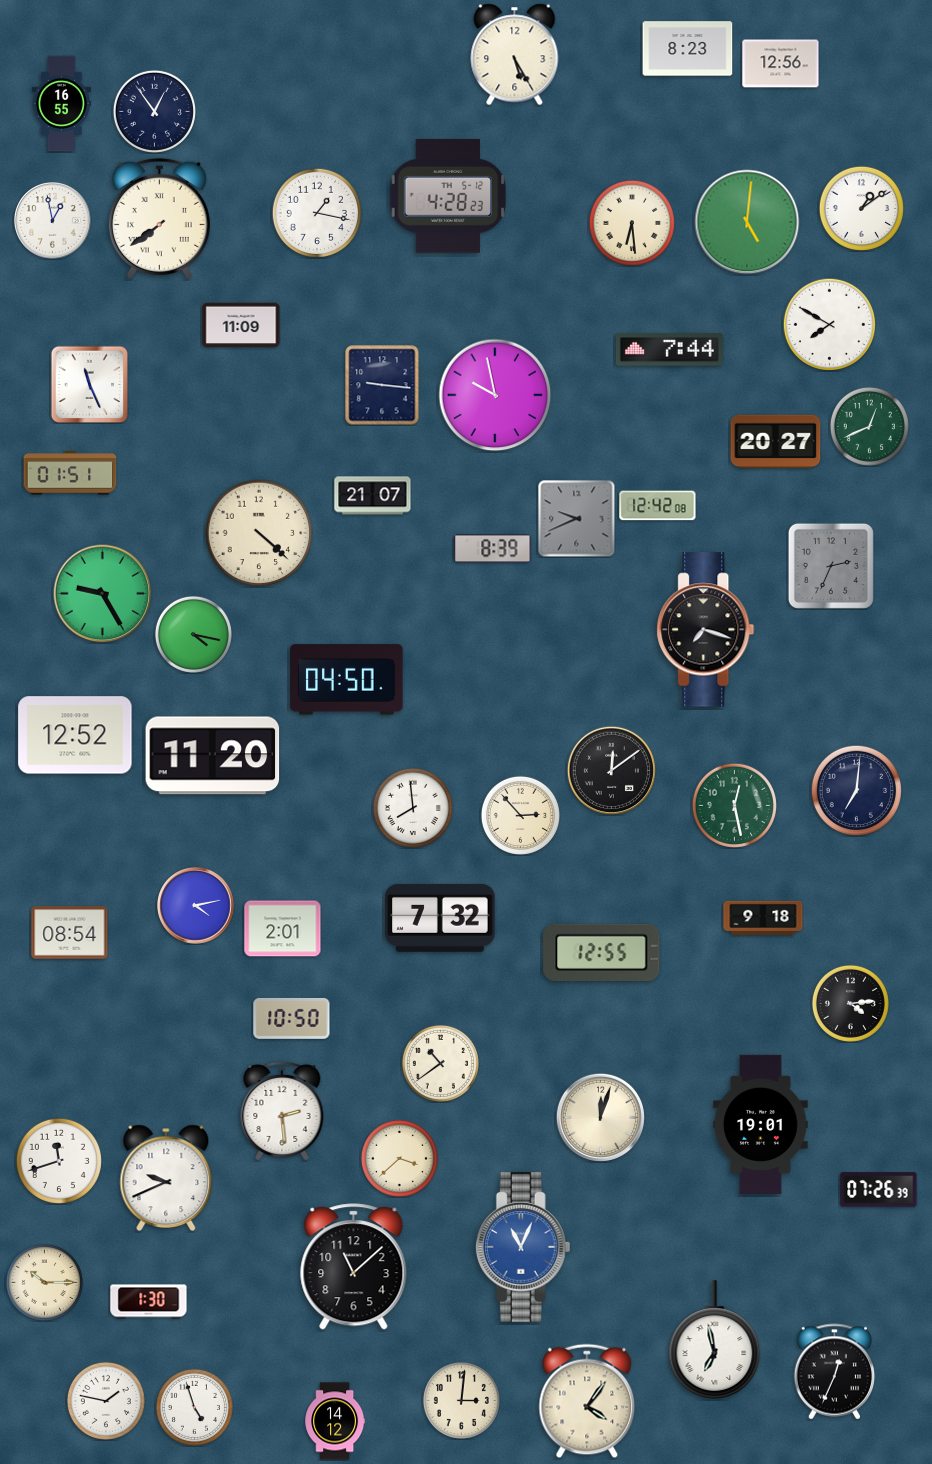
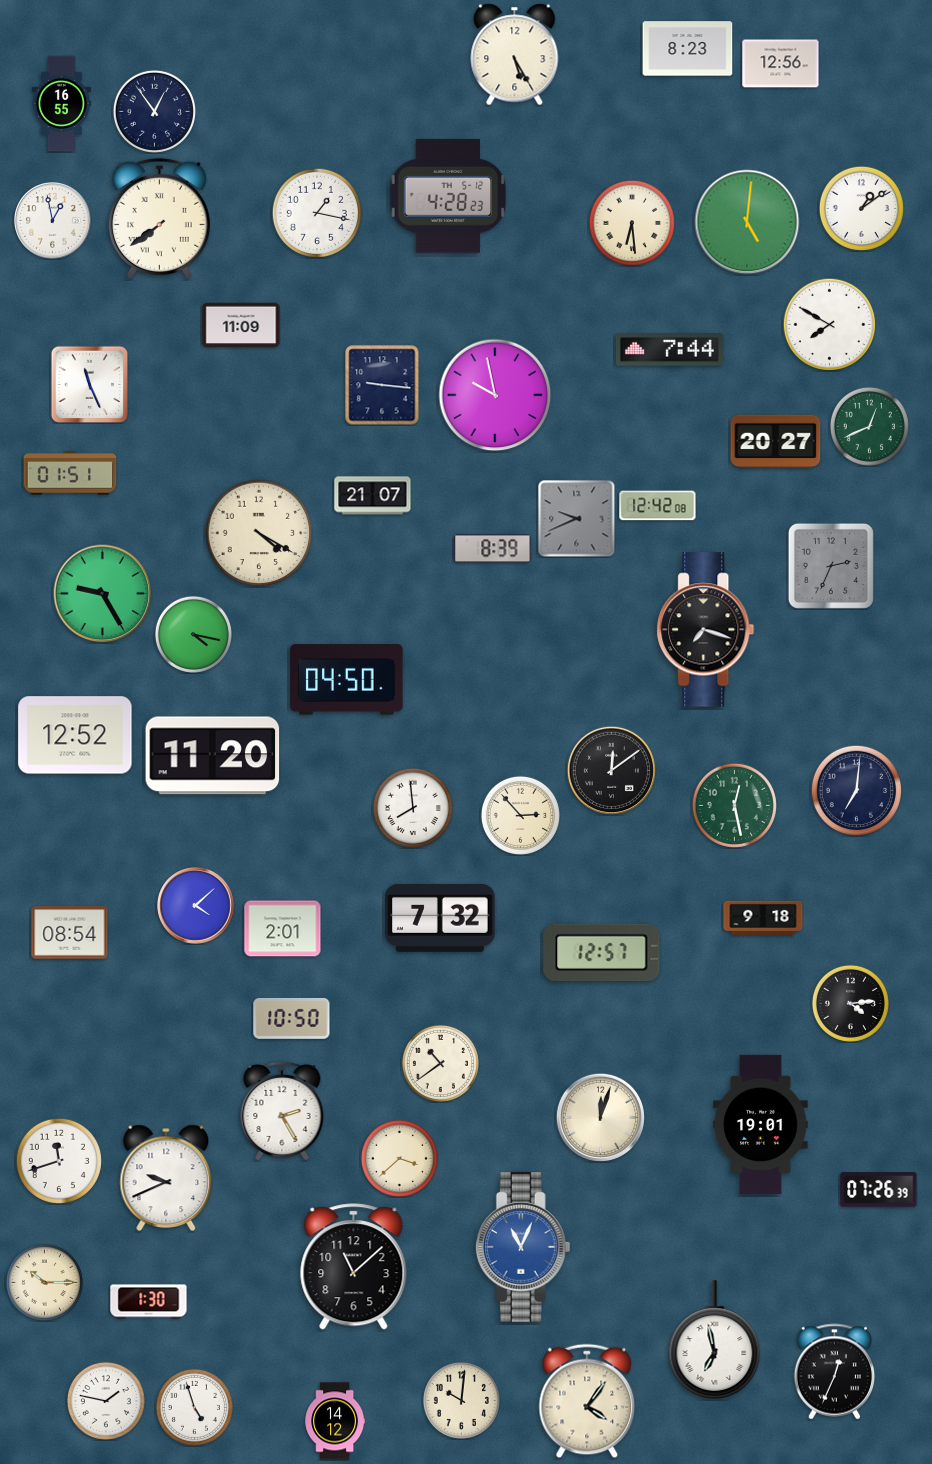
clock at (259, 533): 4:22 -> 4:20
clock at (196, 906): 4:13 -> 4:08
clock at (602, 952): 12:55 -> 12:57
clock at (282, 1111): 2:29 -> 2:25
clock at (461, 1400): 3:01 -> 10:01
